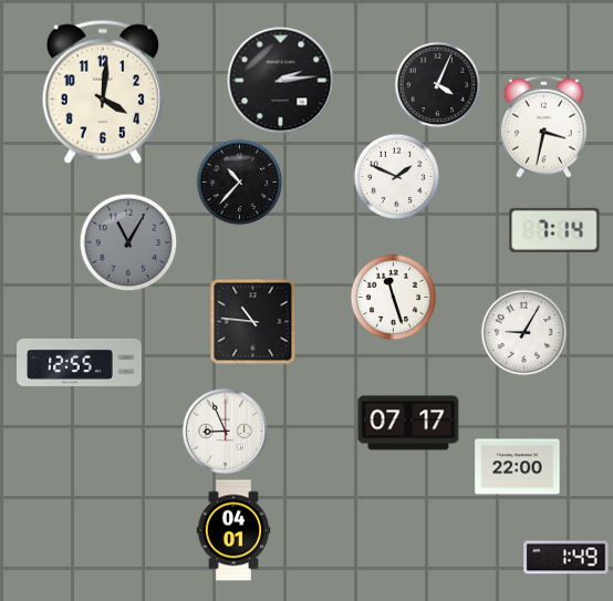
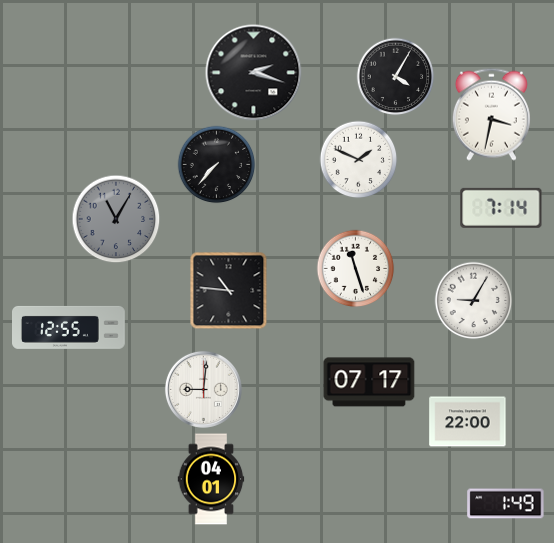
clock at (281, 81): 2:14 -> 2:18
clock at (437, 84): 4:04 -> 4:05
clock at (102, 92): 4:01 -> none
clock at (239, 182): 10:37 -> 7:37
clock at (80, 362) position: (80, 362) -> (69, 327)
clock at (225, 431): 8:56 -> 9:01
clock at (567, 558) position: (567, 558) -> (506, 504)
